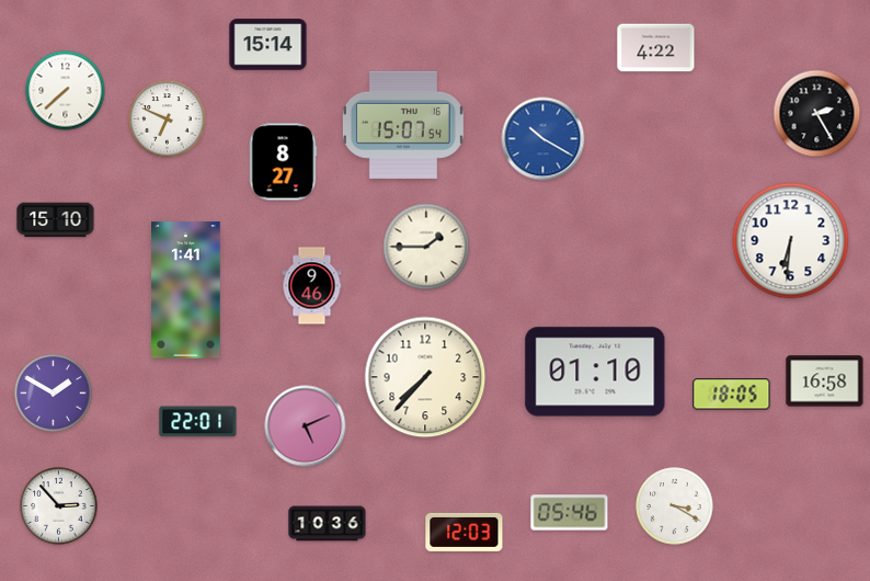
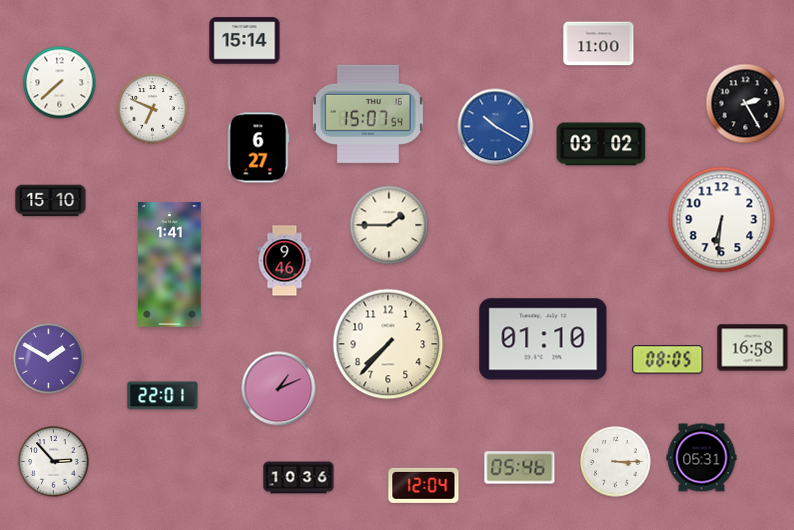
clock at (656, 48): 4:22 -> 11:00
clock at (601, 144): none -> 03:02
clock at (283, 162): 8:27 -> 6:27
clock at (732, 395): 18:05 -> 08:05
clock at (198, 422) position: (198, 422) -> (163, 396)
clock at (306, 426): 5:11 -> 1:11
clock at (702, 458): none -> 05:31
clock at (675, 506): 3:20 -> 3:15
clock at (465, 532): 12:03 -> 12:04
